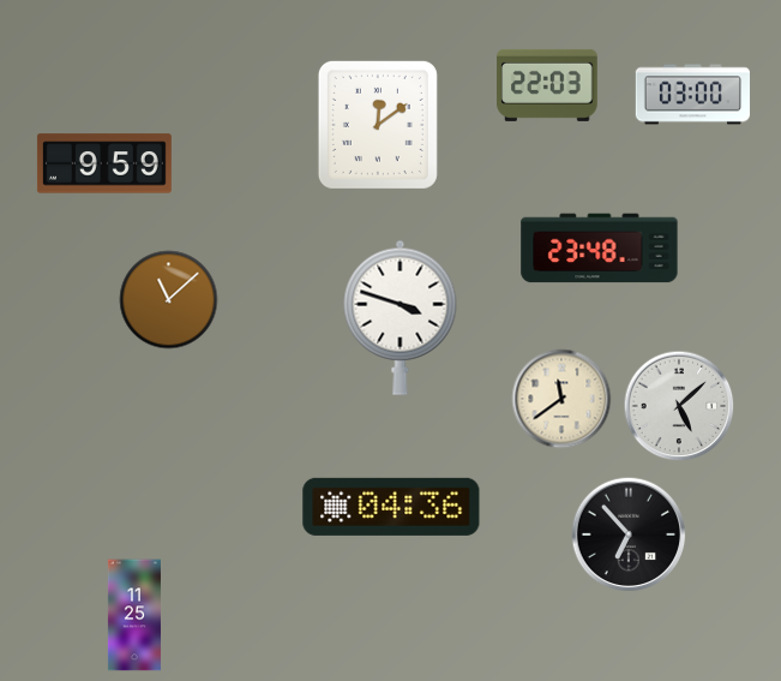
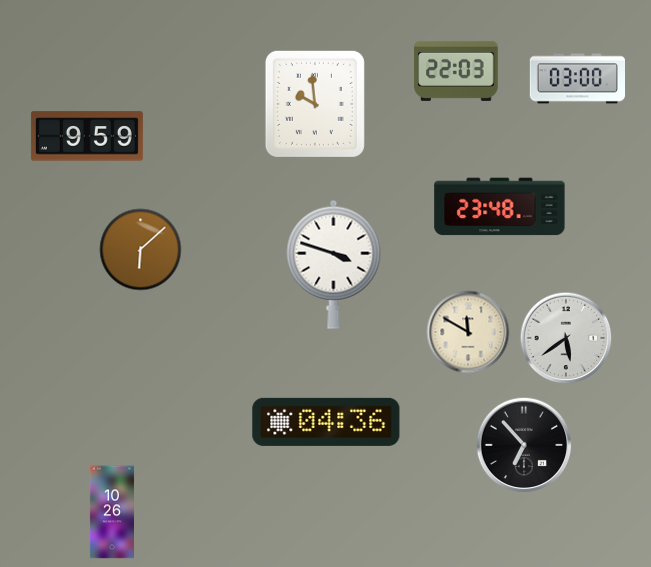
clock at (378, 125): 12:09 -> 9:59
clock at (169, 300): 11:08 -> 6:08
clock at (561, 399): 11:39 -> 11:50
clock at (679, 406): 5:08 -> 5:39
clock at (134, 615): 11:25 -> 10:26
